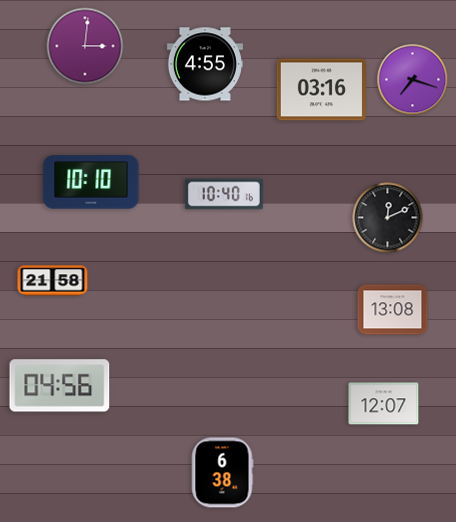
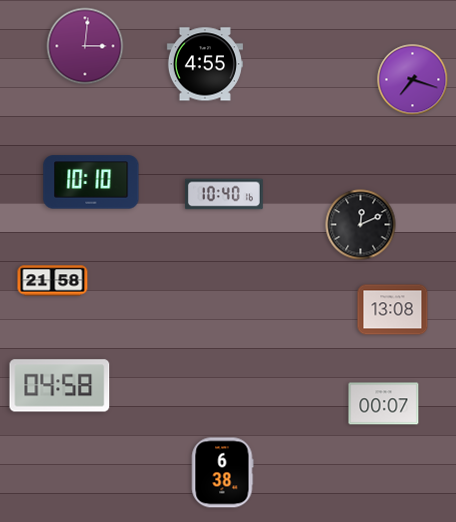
clock at (321, 90): 03:16 -> none
clock at (388, 218) position: (388, 218) -> (361, 225)
clock at (60, 386): 04:56 -> 04:58
clock at (384, 404): 12:07 -> 00:07
